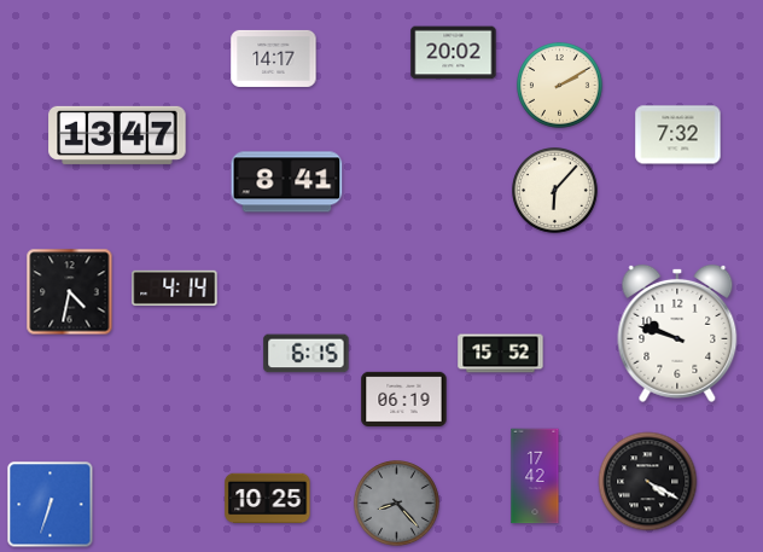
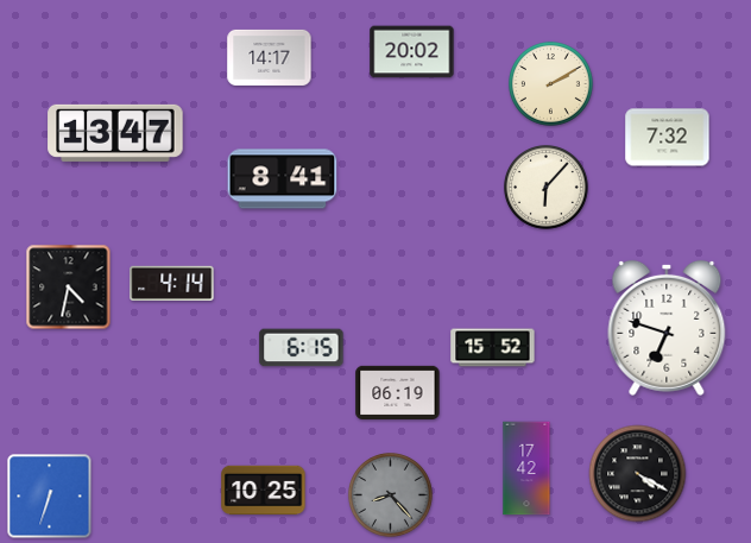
clock at (454, 53) position: (454, 53) -> (412, 52)
clock at (678, 135) position: (678, 135) -> (668, 138)
clock at (677, 333): 9:48 -> 6:48
